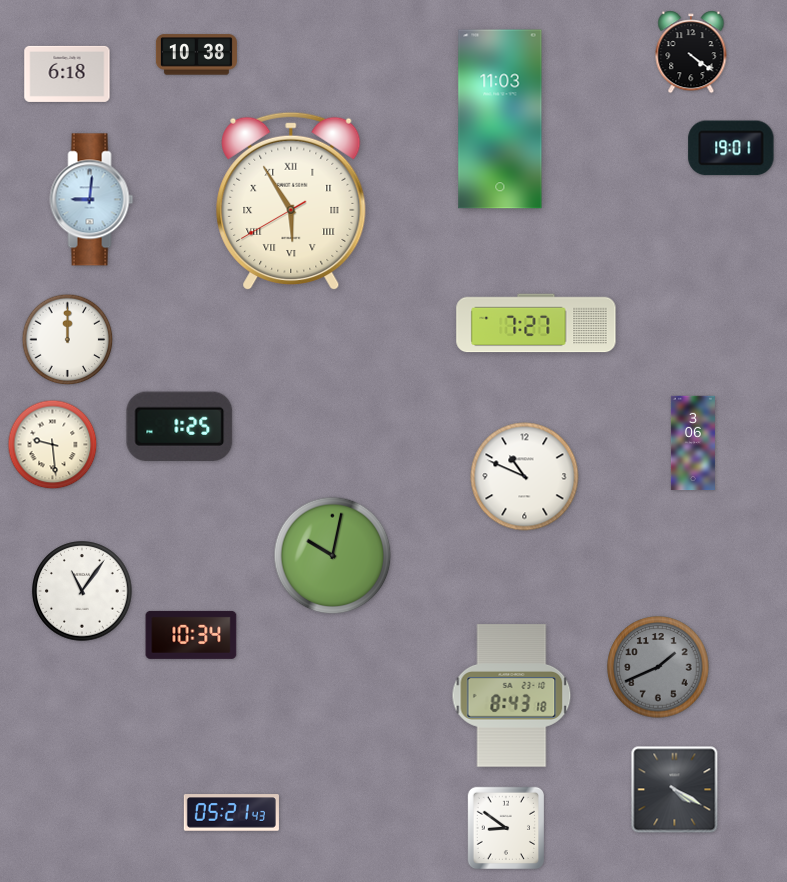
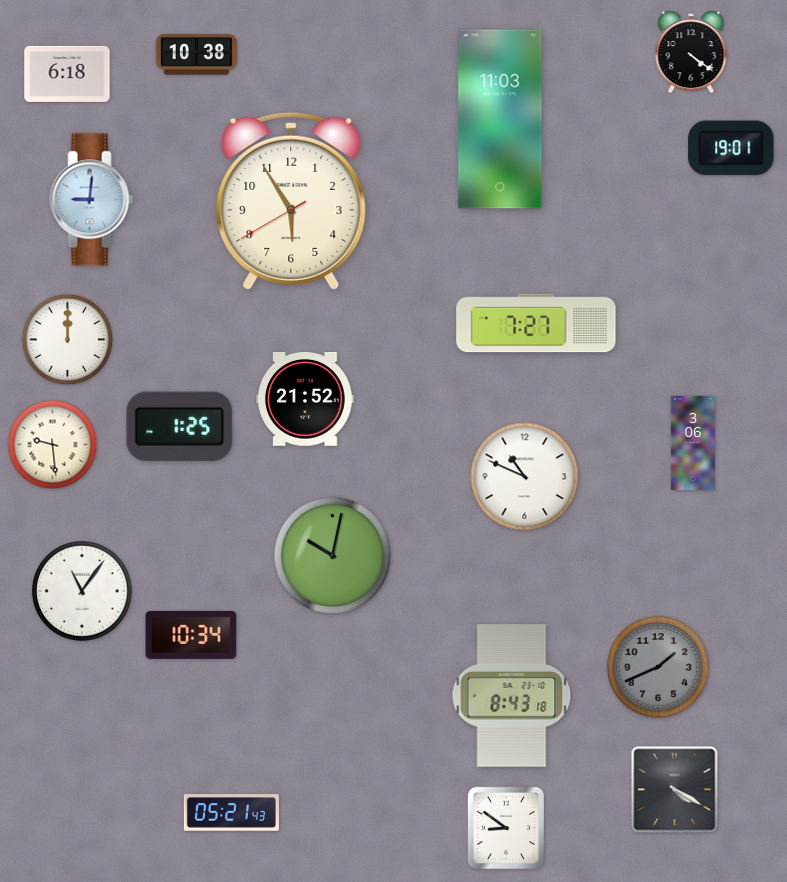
clock at (291, 201) numerals: Roman -> Arabic
clock at (306, 399): none -> 21:52
